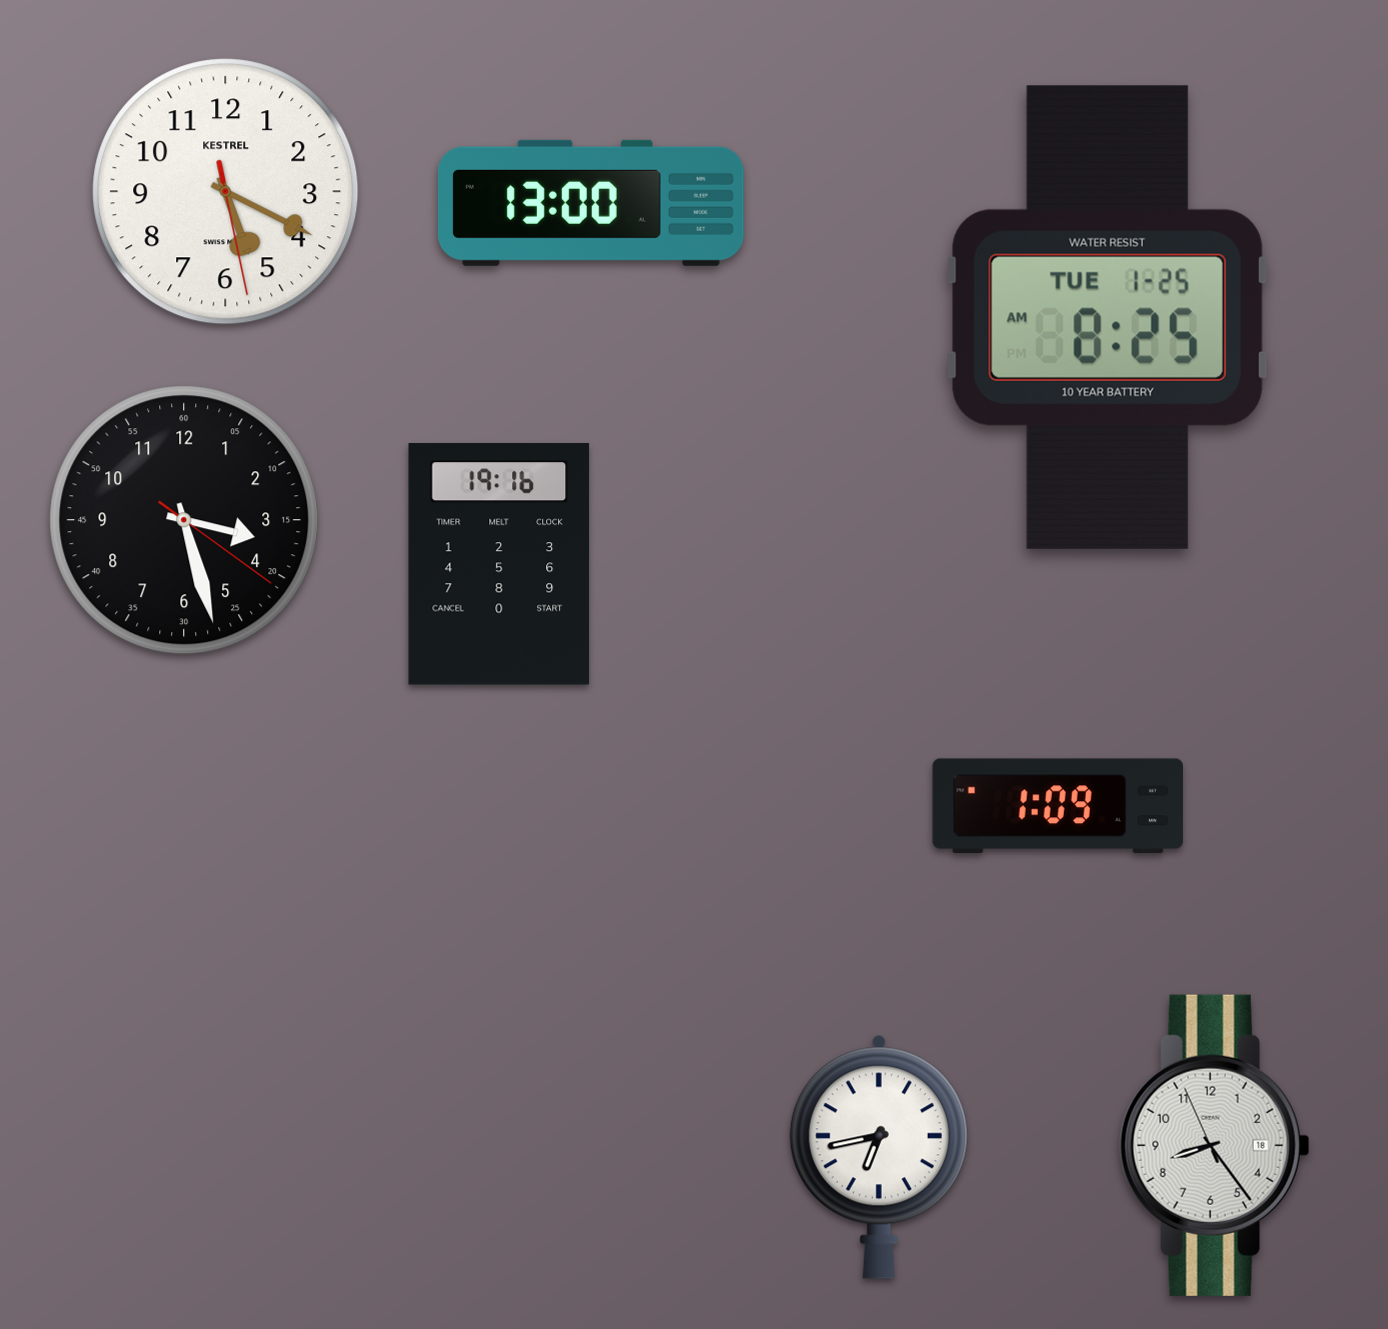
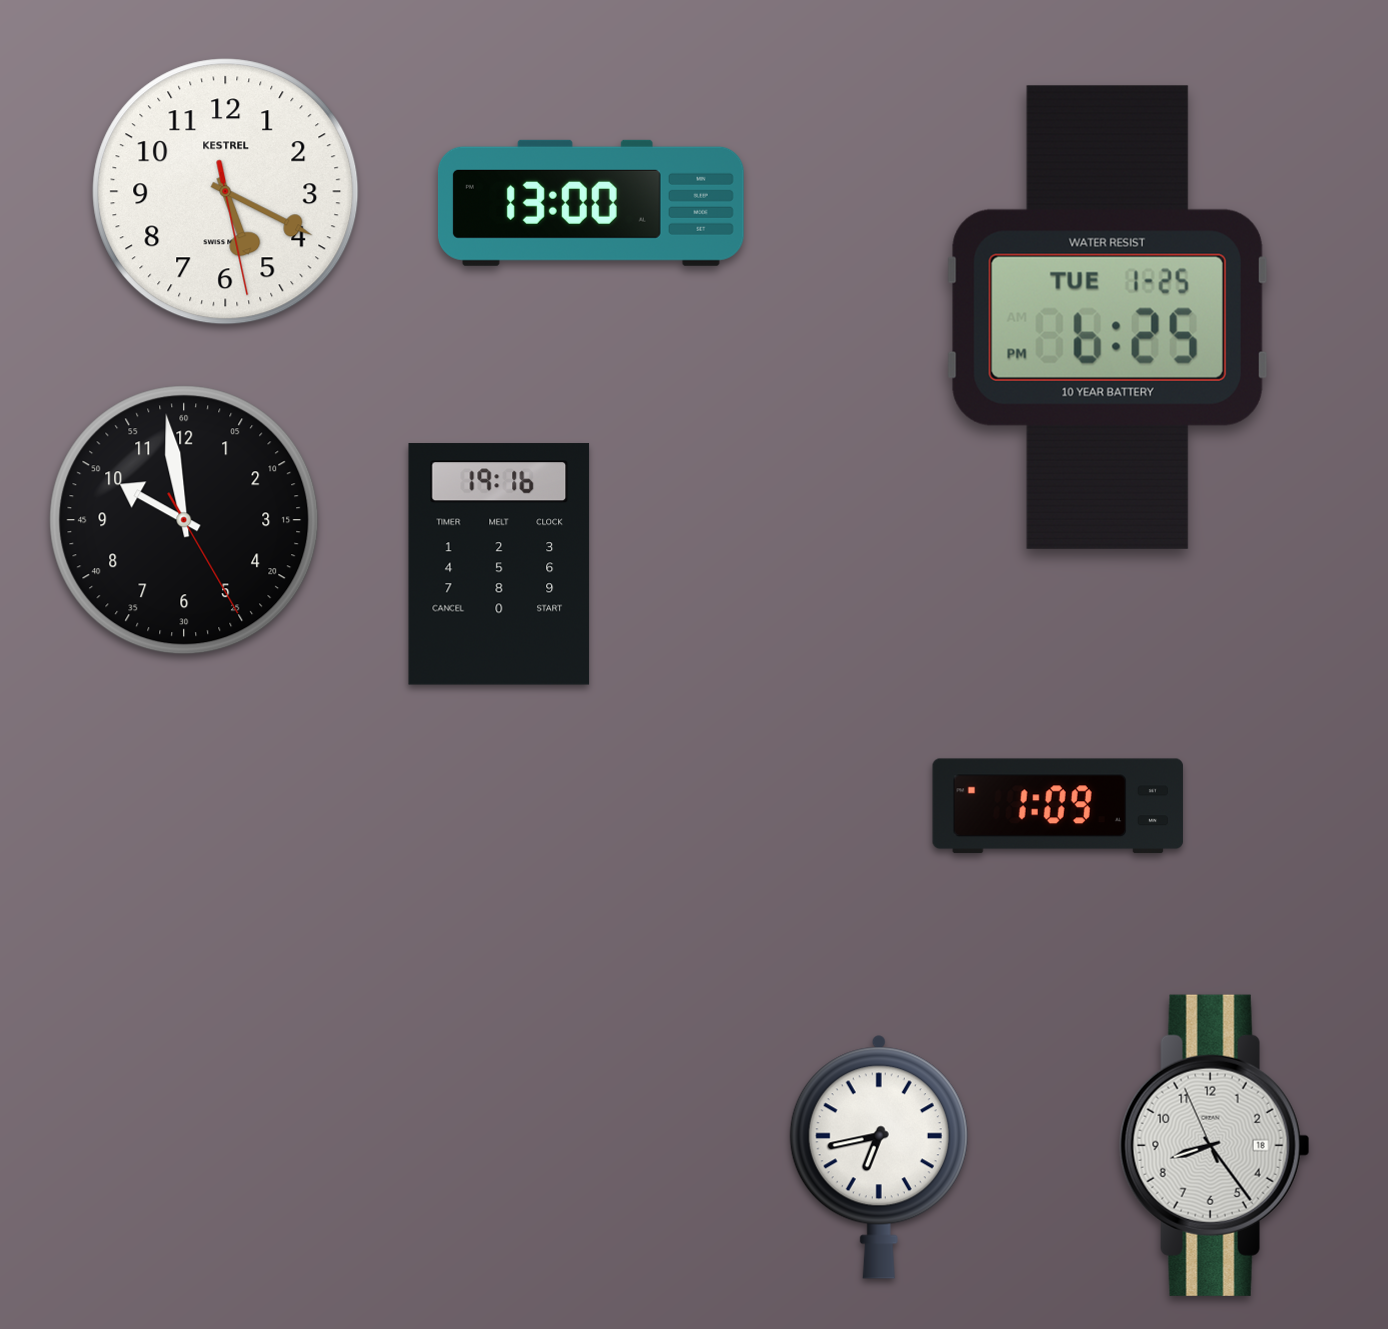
clock at (1107, 317): 8:25 -> 6:25
clock at (184, 520): 3:27 -> 9:58
